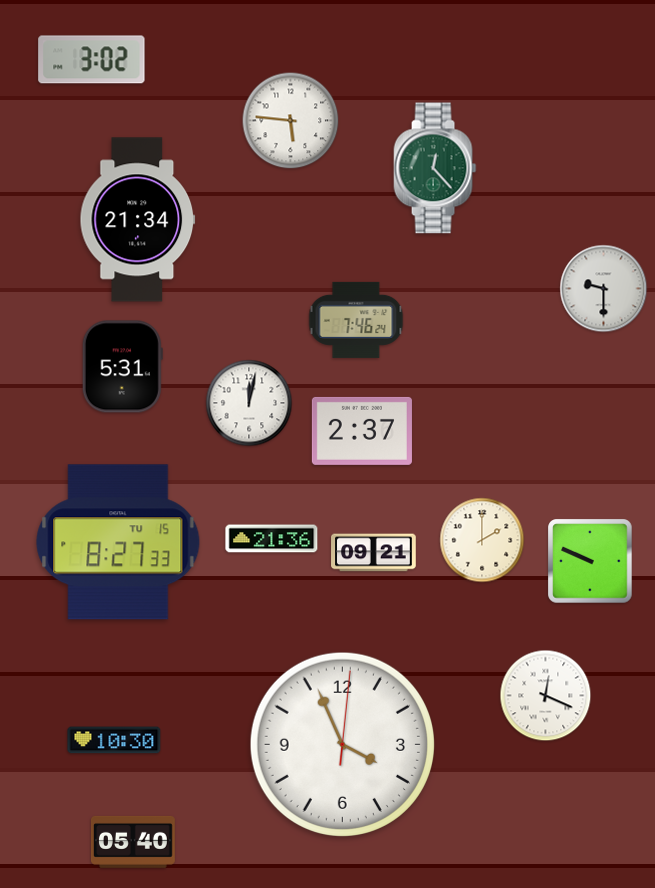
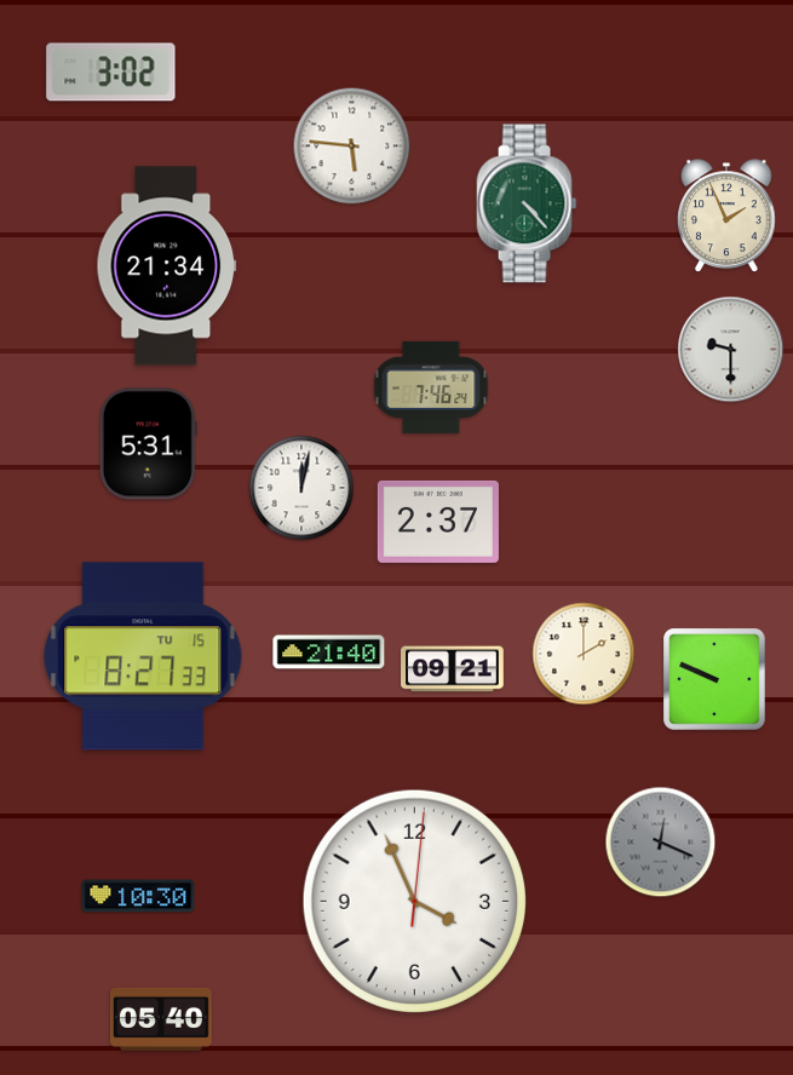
clock at (435, 168): 12:23 -> 4:23
clock at (728, 217): none -> 1:56
clock at (272, 539): 21:36 -> 21:40
clock at (546, 696) dial: white -> grey
